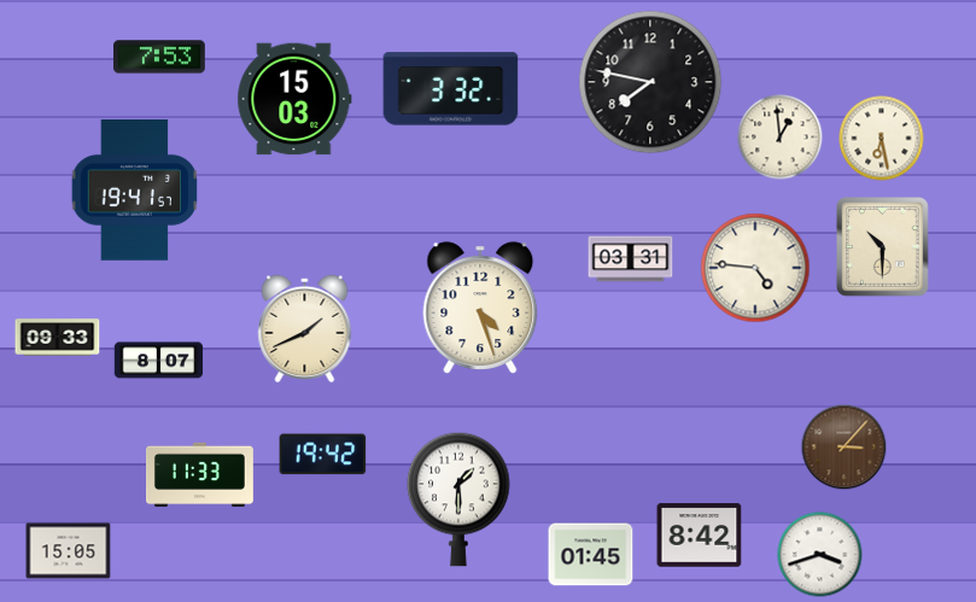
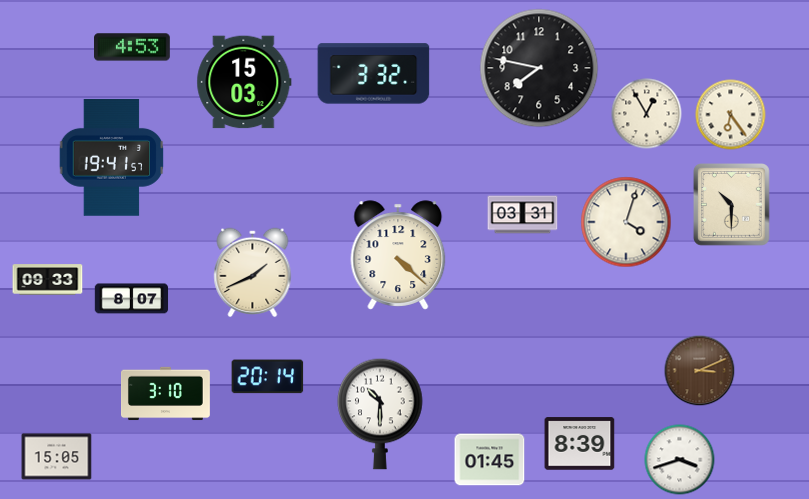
clock at (160, 57): 7:53 -> 4:53
clock at (781, 138): 12:59 -> 12:55
clock at (882, 139): 6:28 -> 6:24
clock at (755, 268): 4:46 -> 4:03
clock at (480, 308): 4:27 -> 4:22
clock at (844, 448): 3:07 -> 3:11
clock at (323, 455): 19:42 -> 20:14
clock at (200, 475): 11:33 -> 3:10
clock at (458, 499): 1:30 -> 10:30
clock at (700, 536): 8:42 -> 8:39
